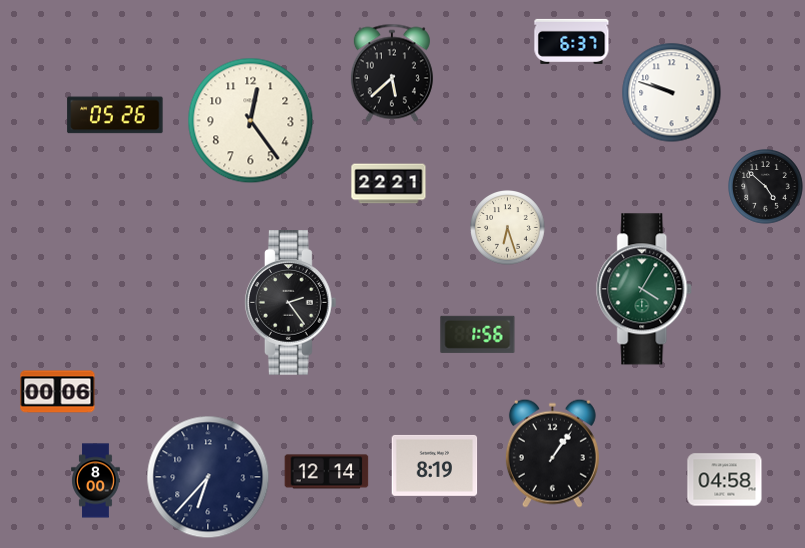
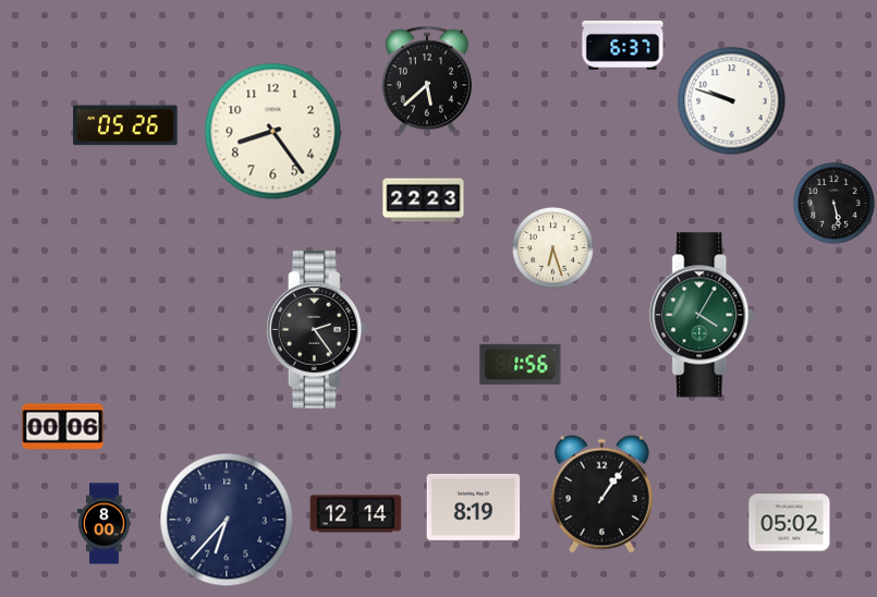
clock at (251, 121): 12:24 -> 8:24
clock at (389, 184): 22:21 -> 22:23
clock at (766, 187): 4:52 -> 5:28
clock at (725, 480): 04:58 -> 05:02
